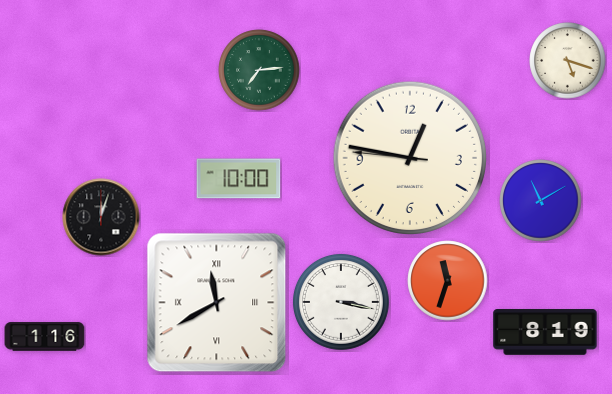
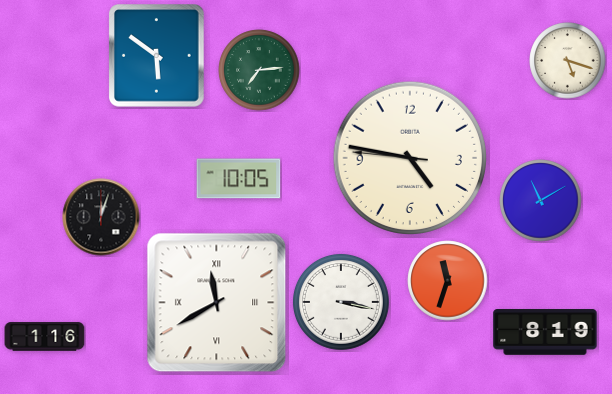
clock at (157, 56): none -> 5:51
clock at (409, 157): 12:46 -> 4:46
clock at (239, 179): 10:00 -> 10:05
